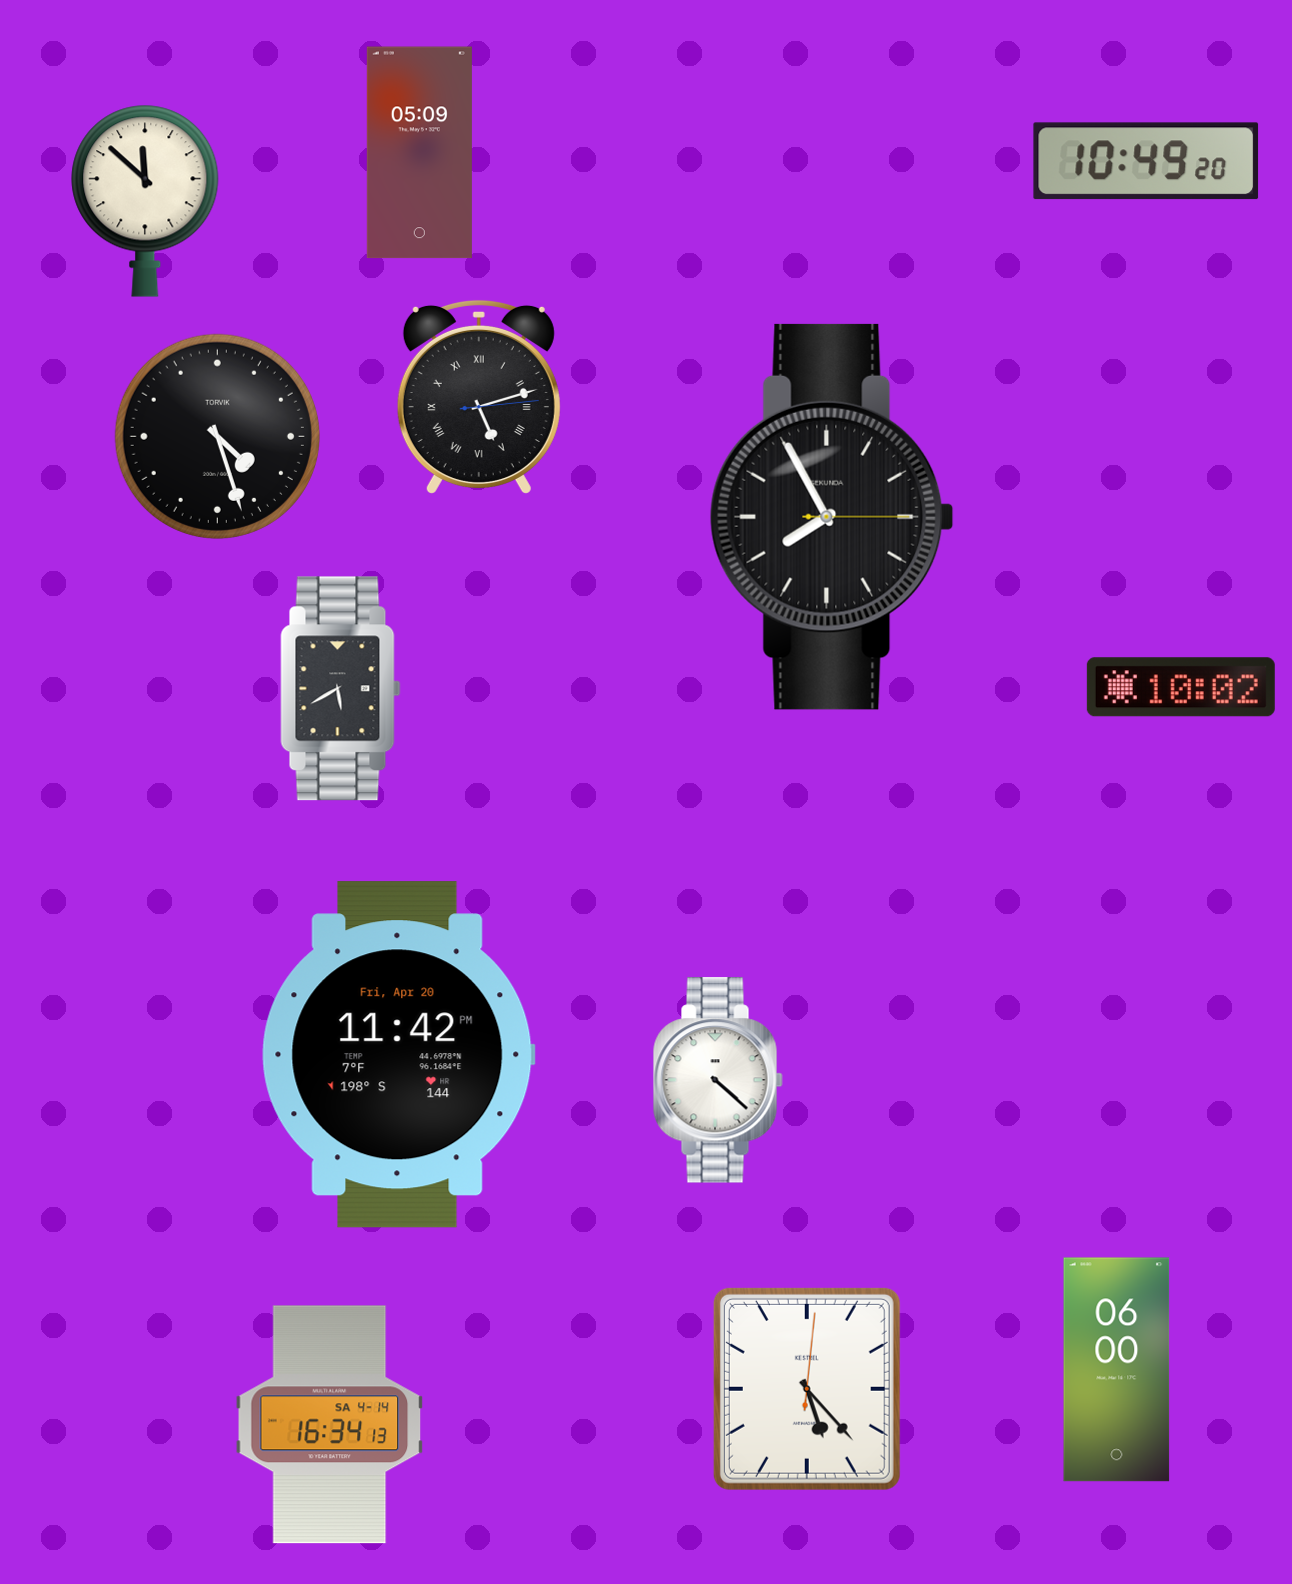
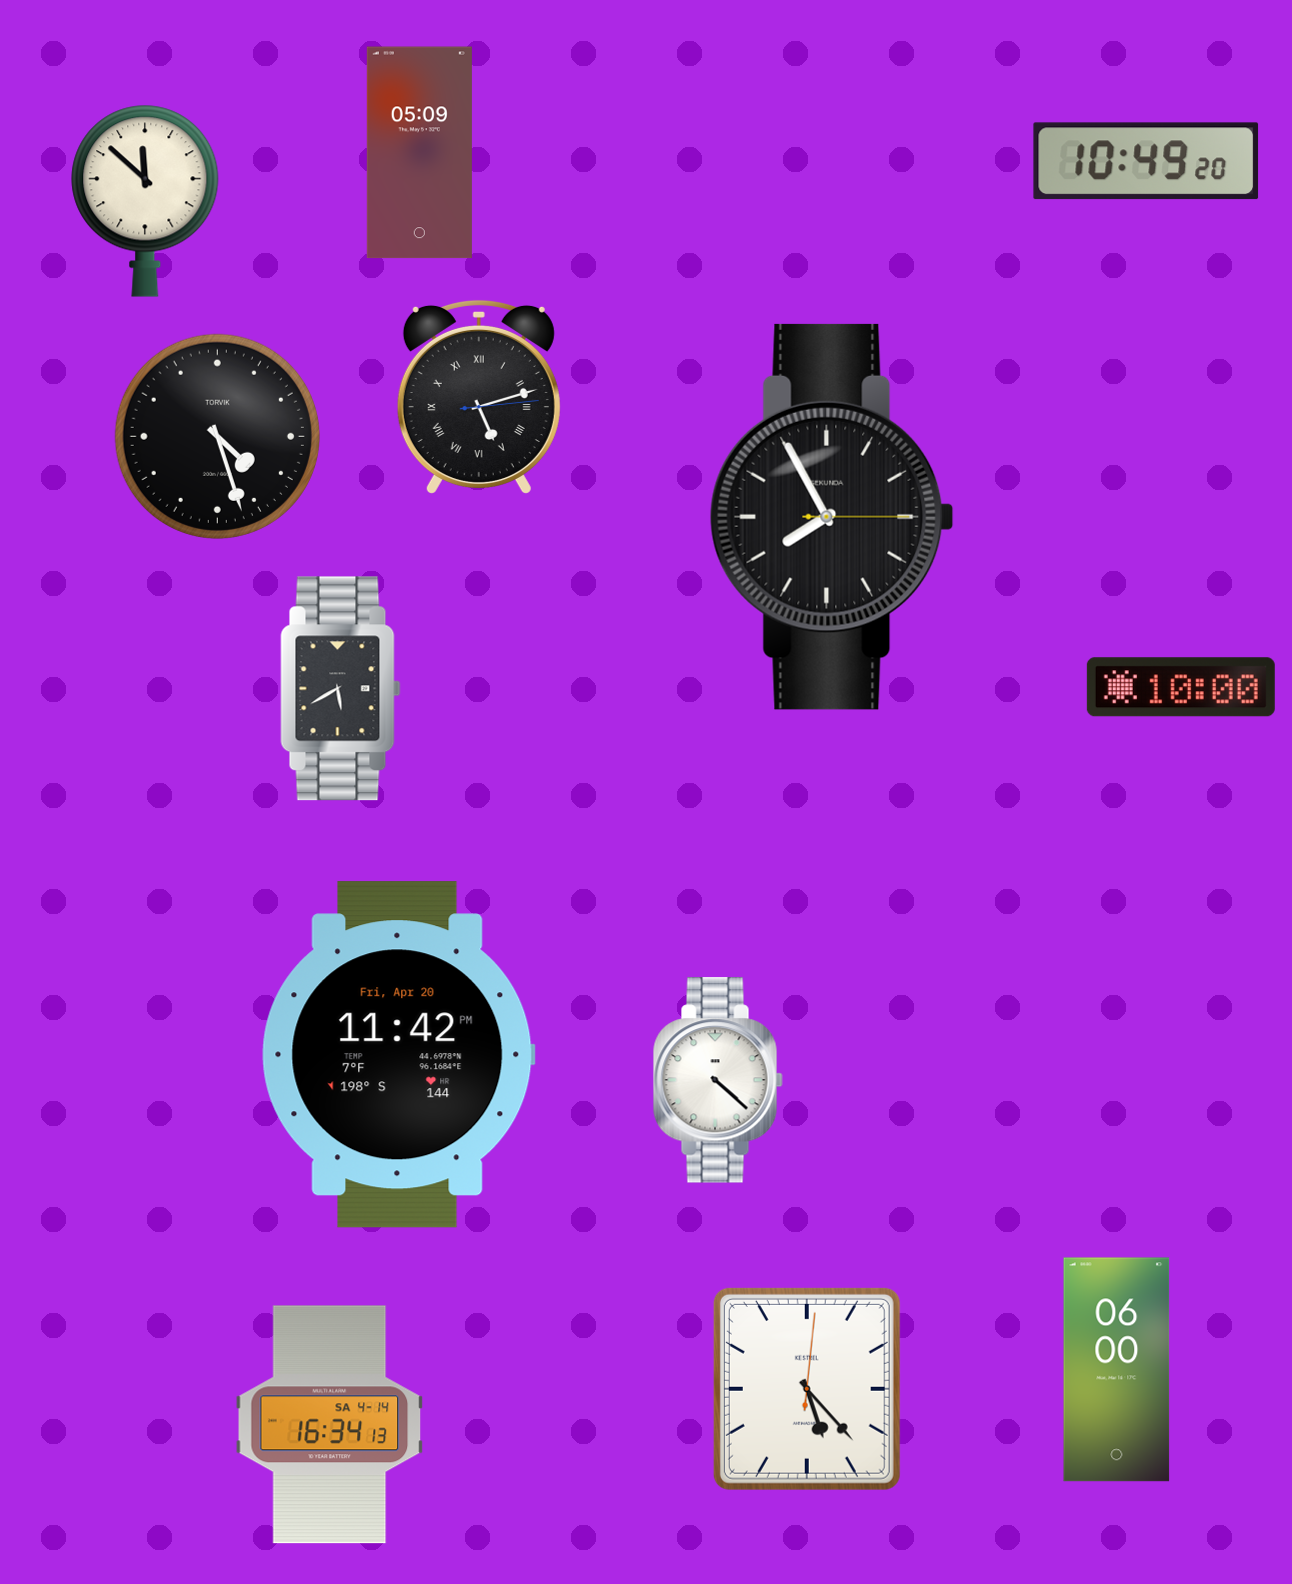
clock at (1181, 687): 10:02 -> 10:00
